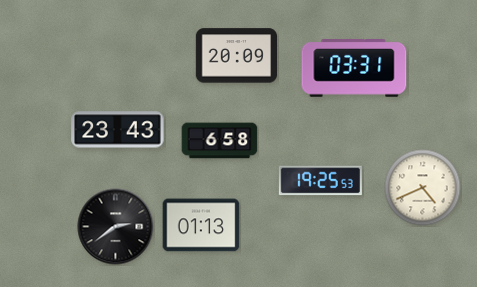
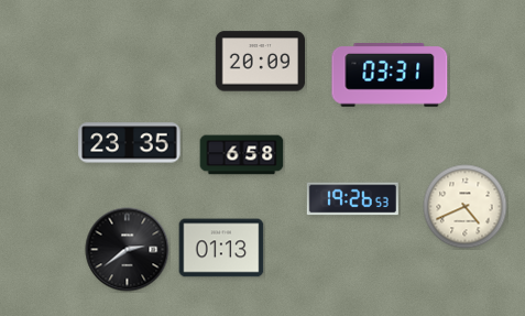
clock at (118, 130): 23:43 -> 23:35
clock at (320, 181): 19:25 -> 19:26
